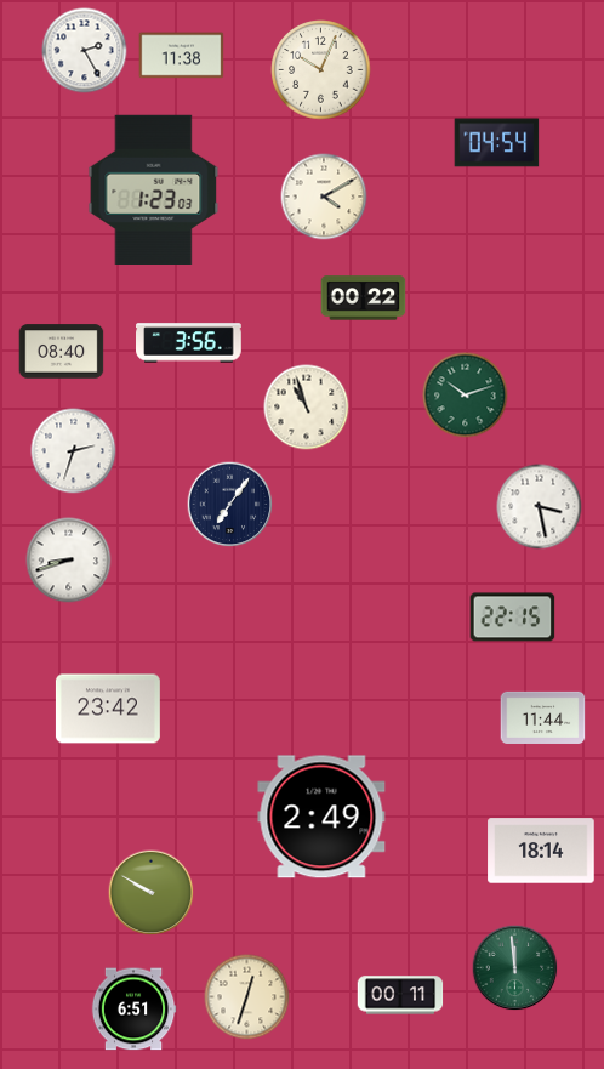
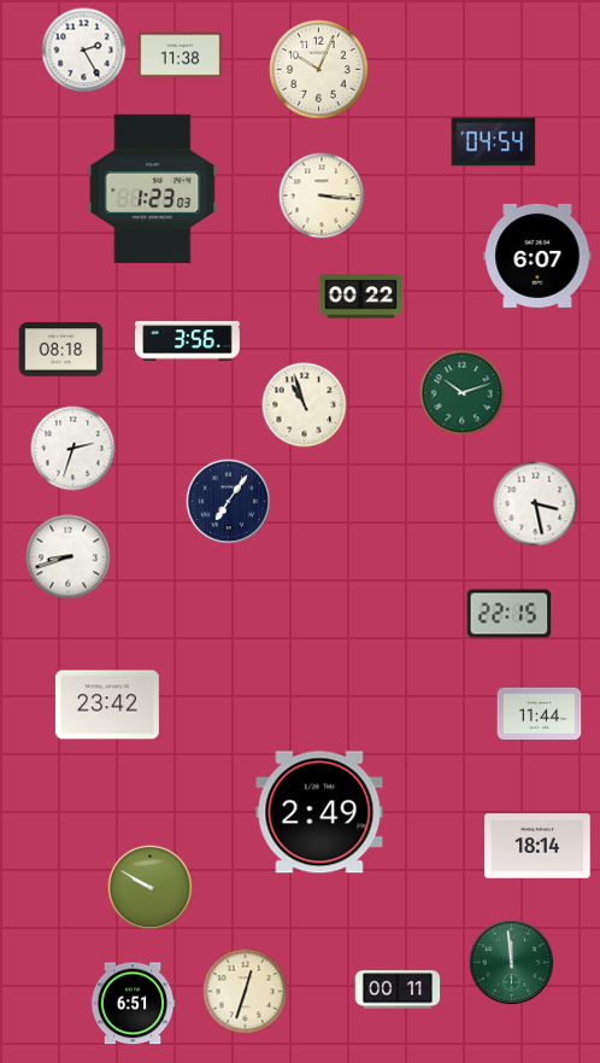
clock at (324, 197): 4:10 -> 3:16
clock at (537, 256): none -> 6:07
clock at (62, 352): 08:40 -> 08:18
